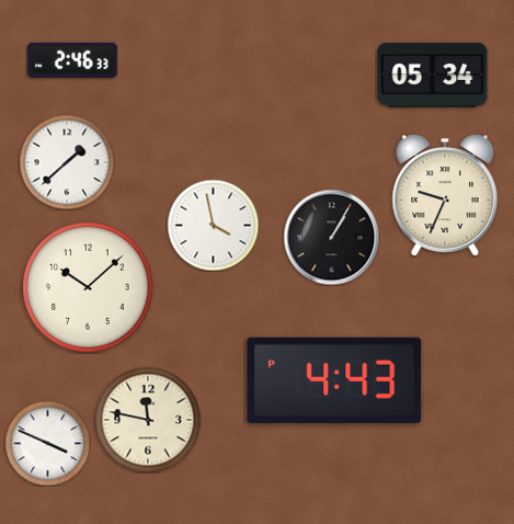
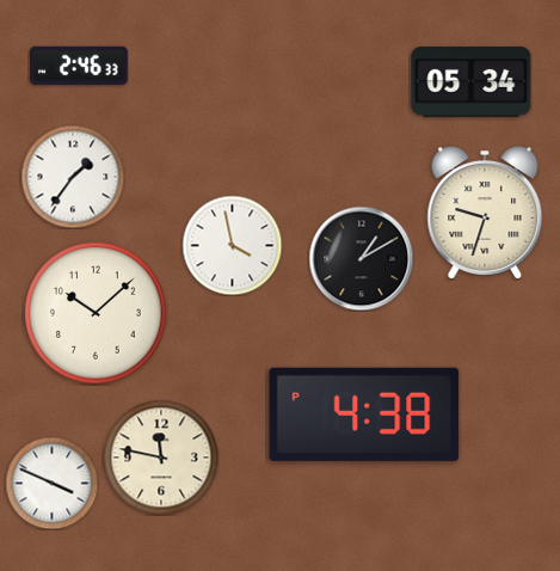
clock at (67, 162): 1:38 -> 1:36
clock at (445, 195): 9:34 -> 9:33
clock at (331, 237): 1:05 -> 1:10
clock at (334, 380): 4:43 -> 4:38
